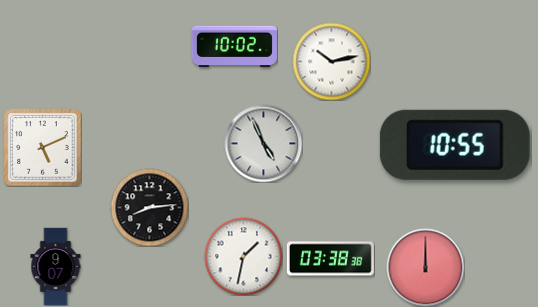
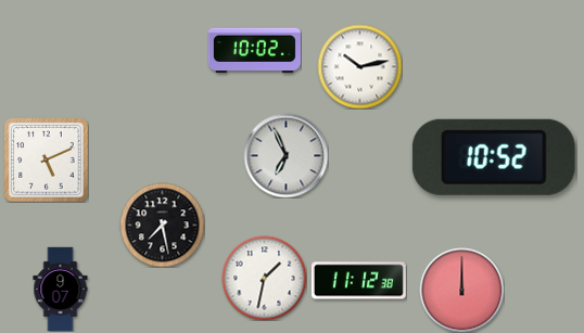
clock at (263, 143): 4:56 -> 6:56
clock at (455, 145): 10:55 -> 10:52
clock at (149, 207): 8:14 -> 7:28
clock at (330, 259): 03:38 -> 11:12
